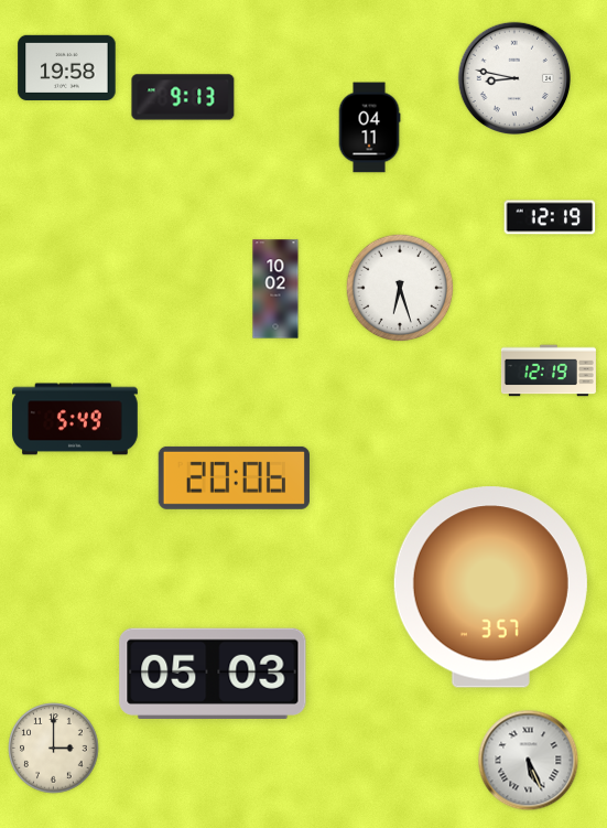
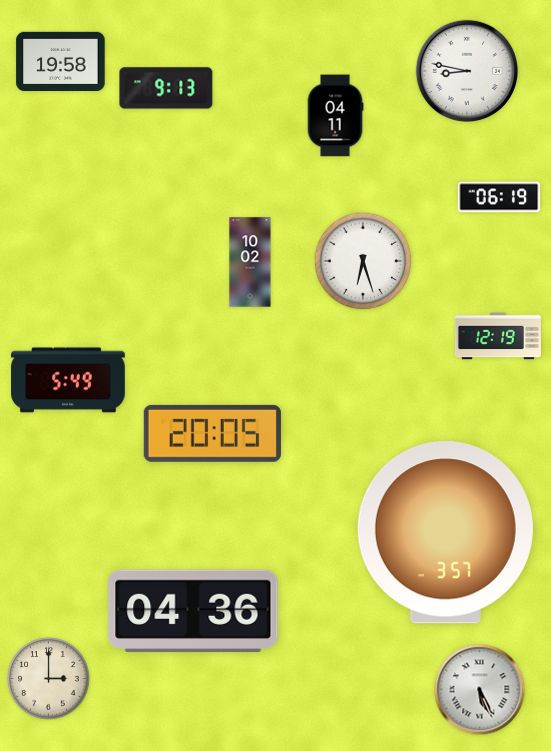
clock at (550, 217): 12:19 -> 06:19
clock at (234, 477): 20:06 -> 20:05
clock at (213, 673): 05:03 -> 04:36
